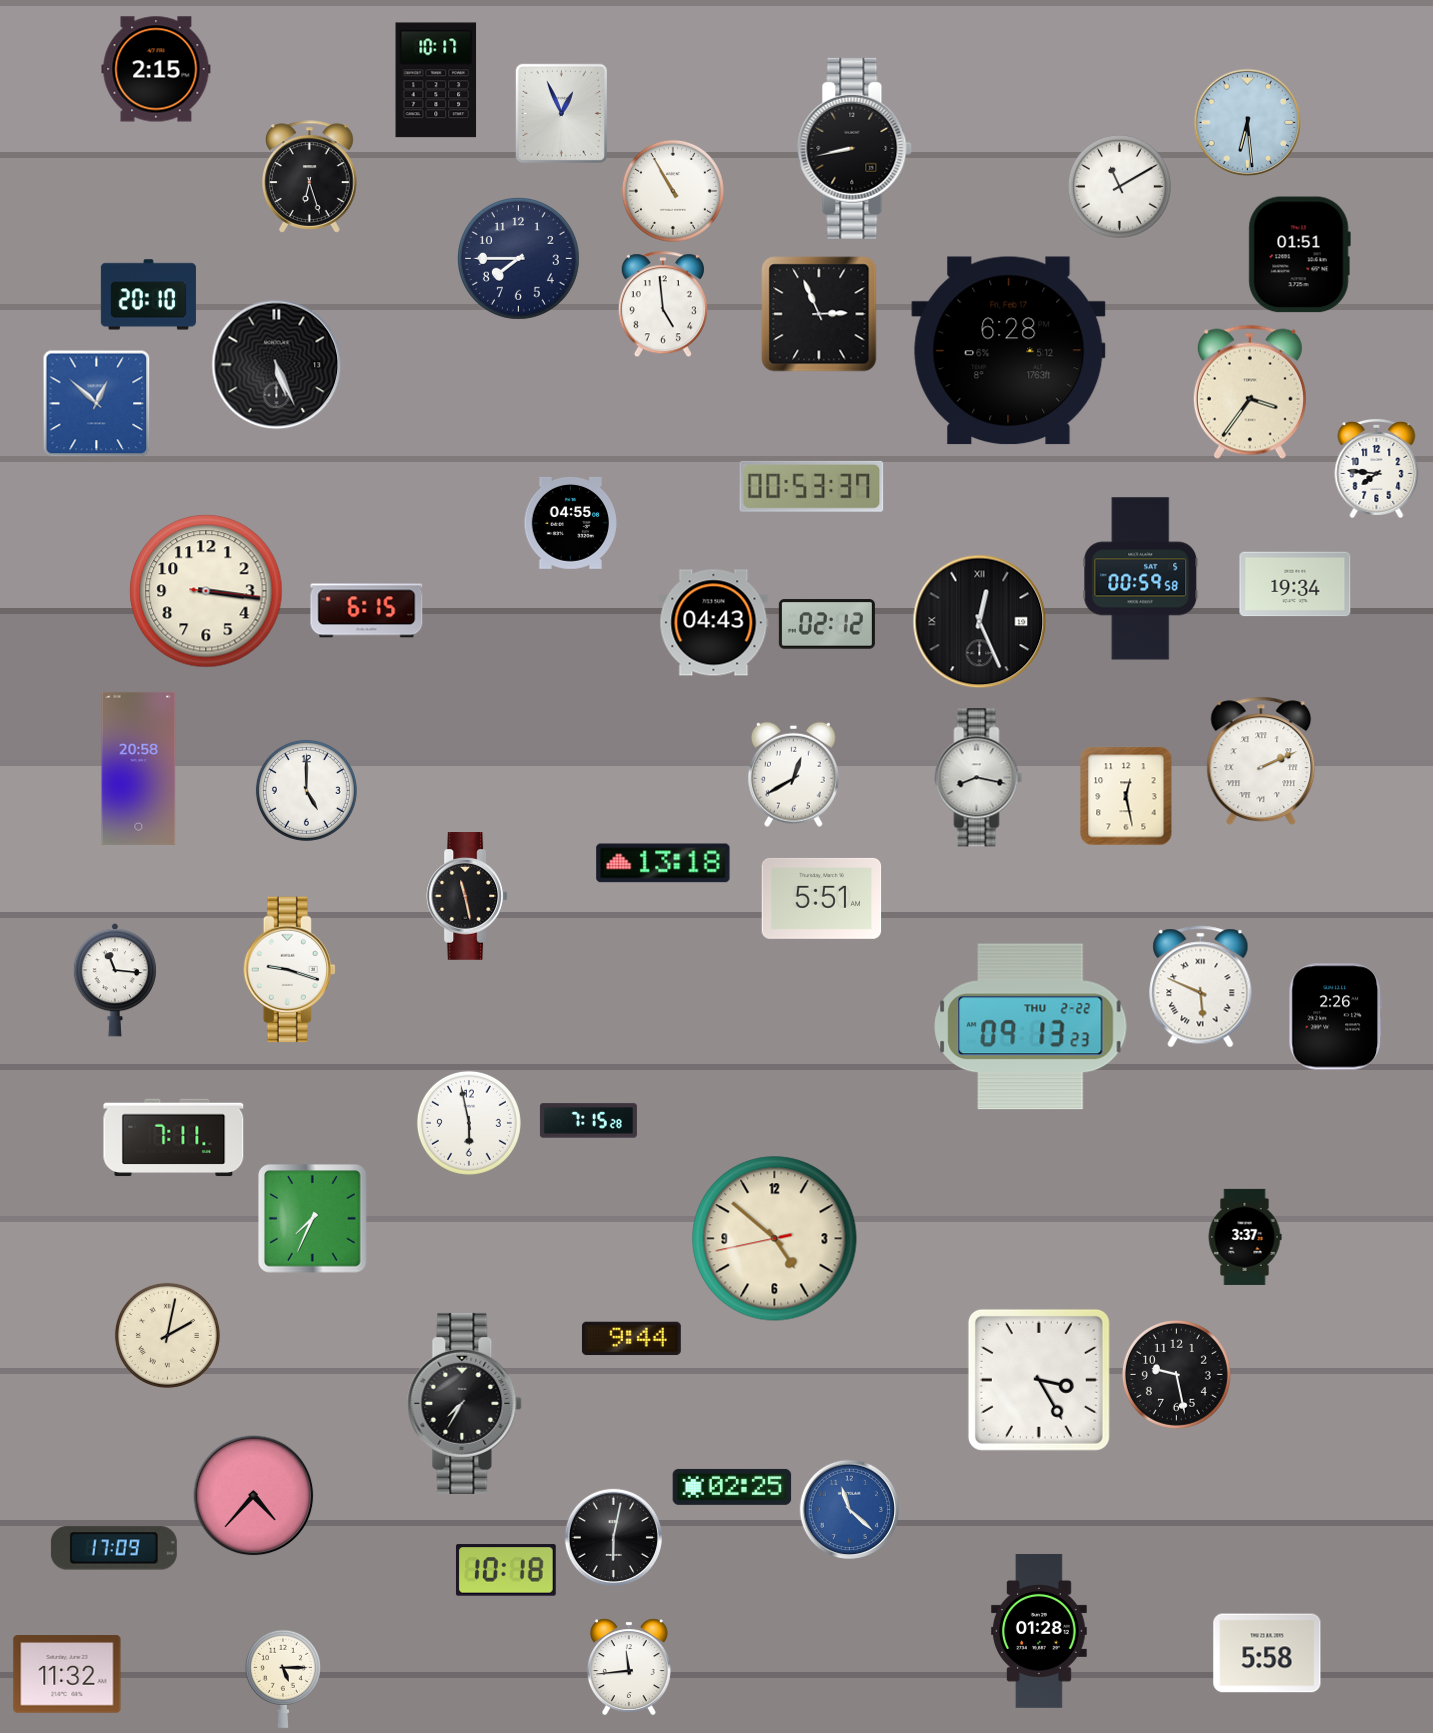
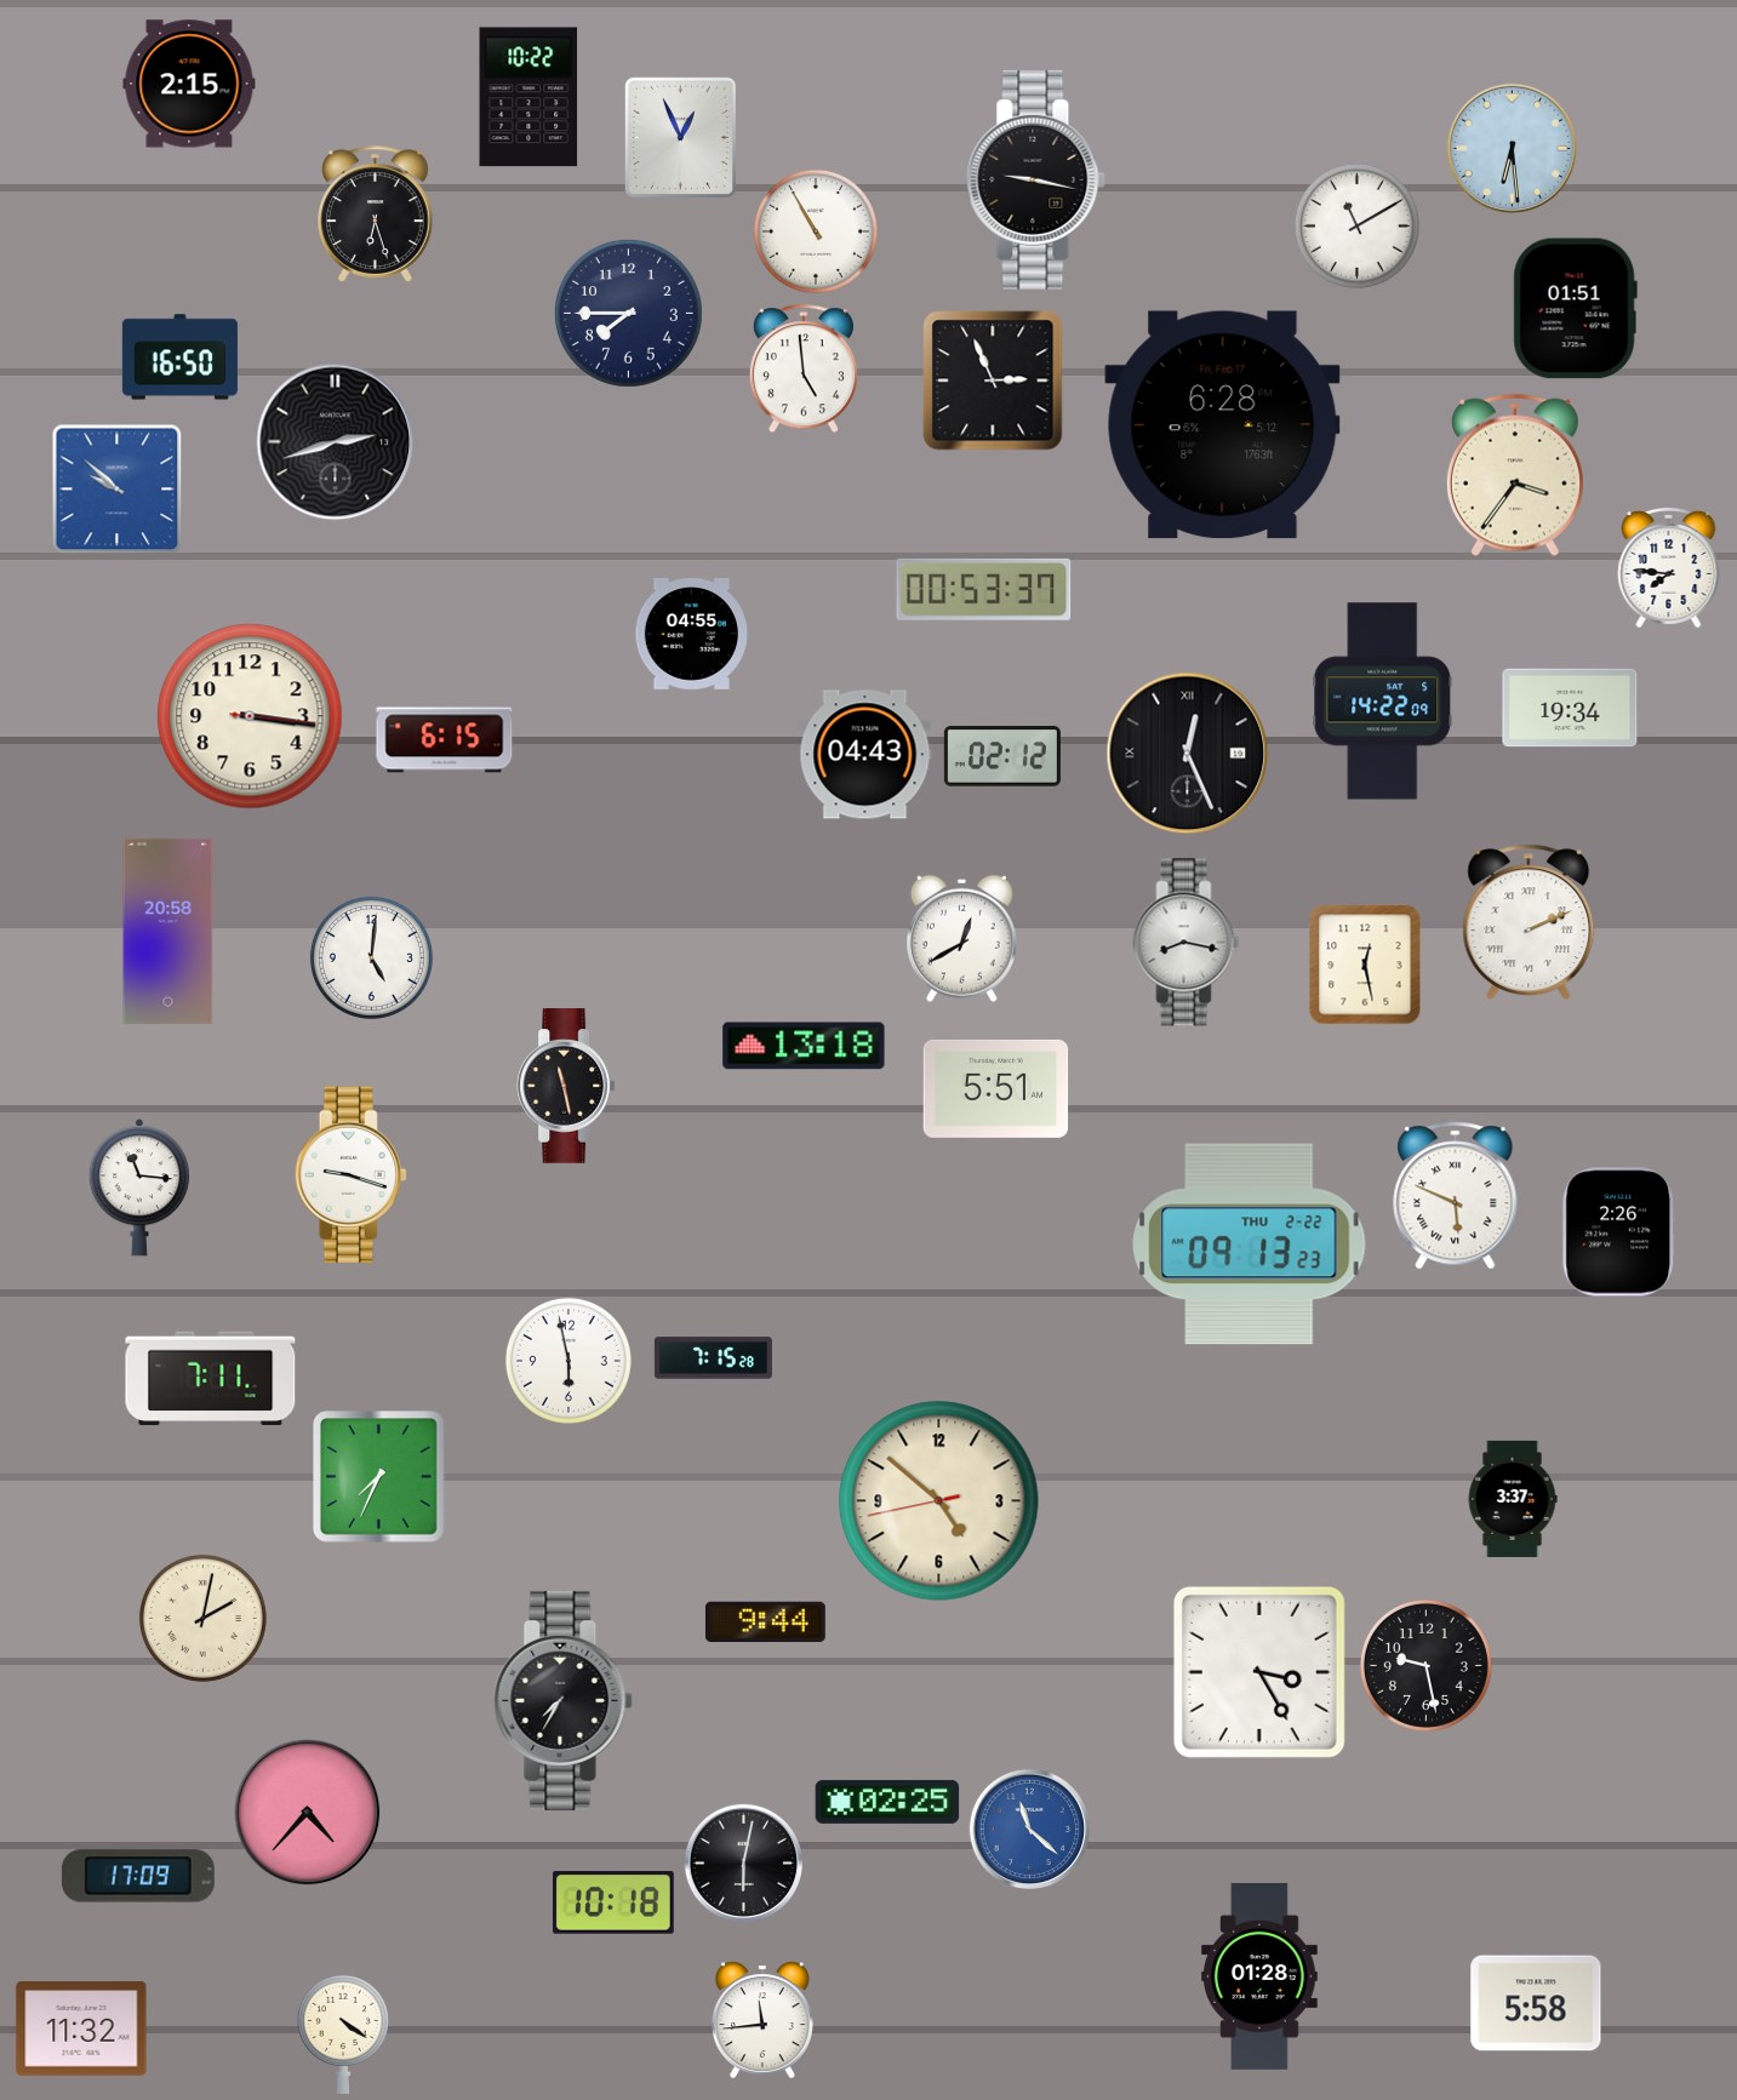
clock at (436, 80): 10:17 -> 10:22
clock at (855, 148): 8:43 -> 9:17
clock at (148, 295): 20:10 -> 16:50
clock at (277, 365): 5:26 -> 2:42
clock at (97, 404): 12:52 -> 9:52
clock at (1141, 579): 00:59 -> 14:22
clock at (306, 790): 5:00 -> 5:01
clock at (1245, 1237) position: (1245, 1237) -> (1513, 1499)
clock at (283, 1679): 5:15 -> 4:21
